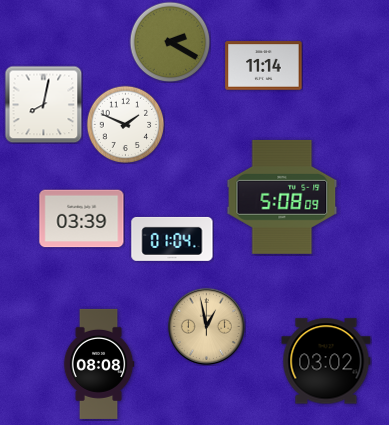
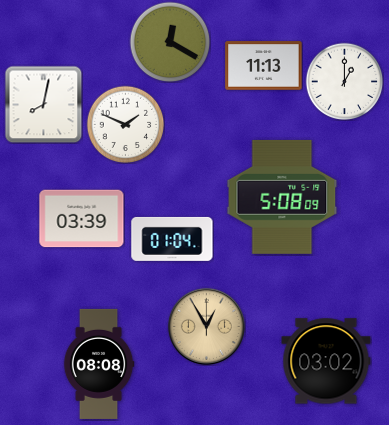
clock at (170, 42): 2:20 -> 12:20
clock at (264, 66): 11:14 -> 11:13
clock at (344, 81): none -> 1:00
clock at (206, 326): 12:58 -> 12:55
